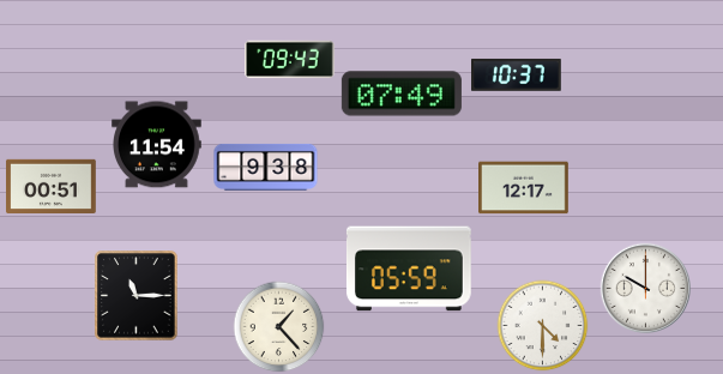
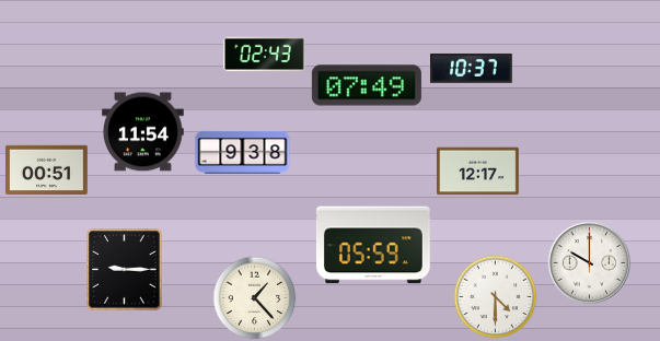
clock at (290, 60): 09:43 -> 02:43
clock at (137, 296): 11:15 -> 9:15
